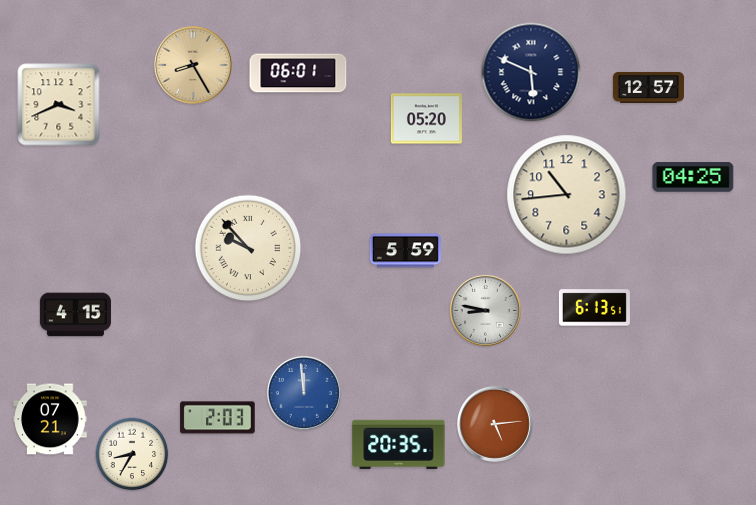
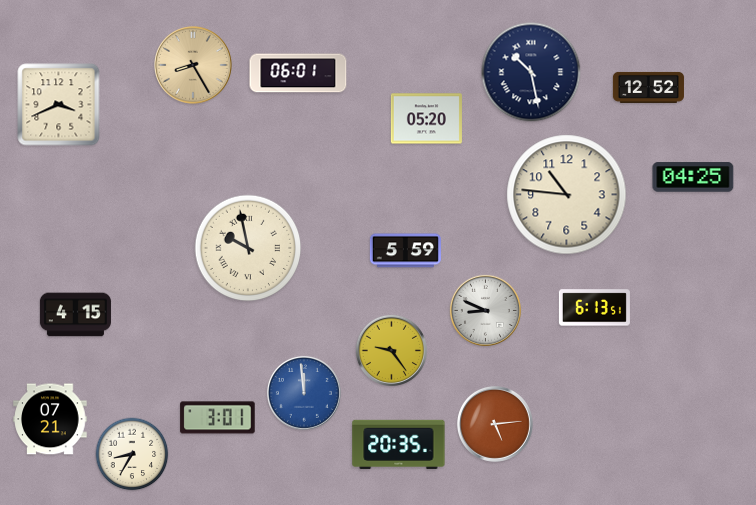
clock at (531, 72): 5:49 -> 10:28
clock at (648, 87): 12:57 -> 12:52
clock at (567, 195): 10:44 -> 10:46
clock at (248, 248): 9:53 -> 9:58
clock at (485, 310): 8:47 -> 8:49
clock at (391, 350): none -> 9:24
clock at (218, 418): 2:03 -> 3:01
